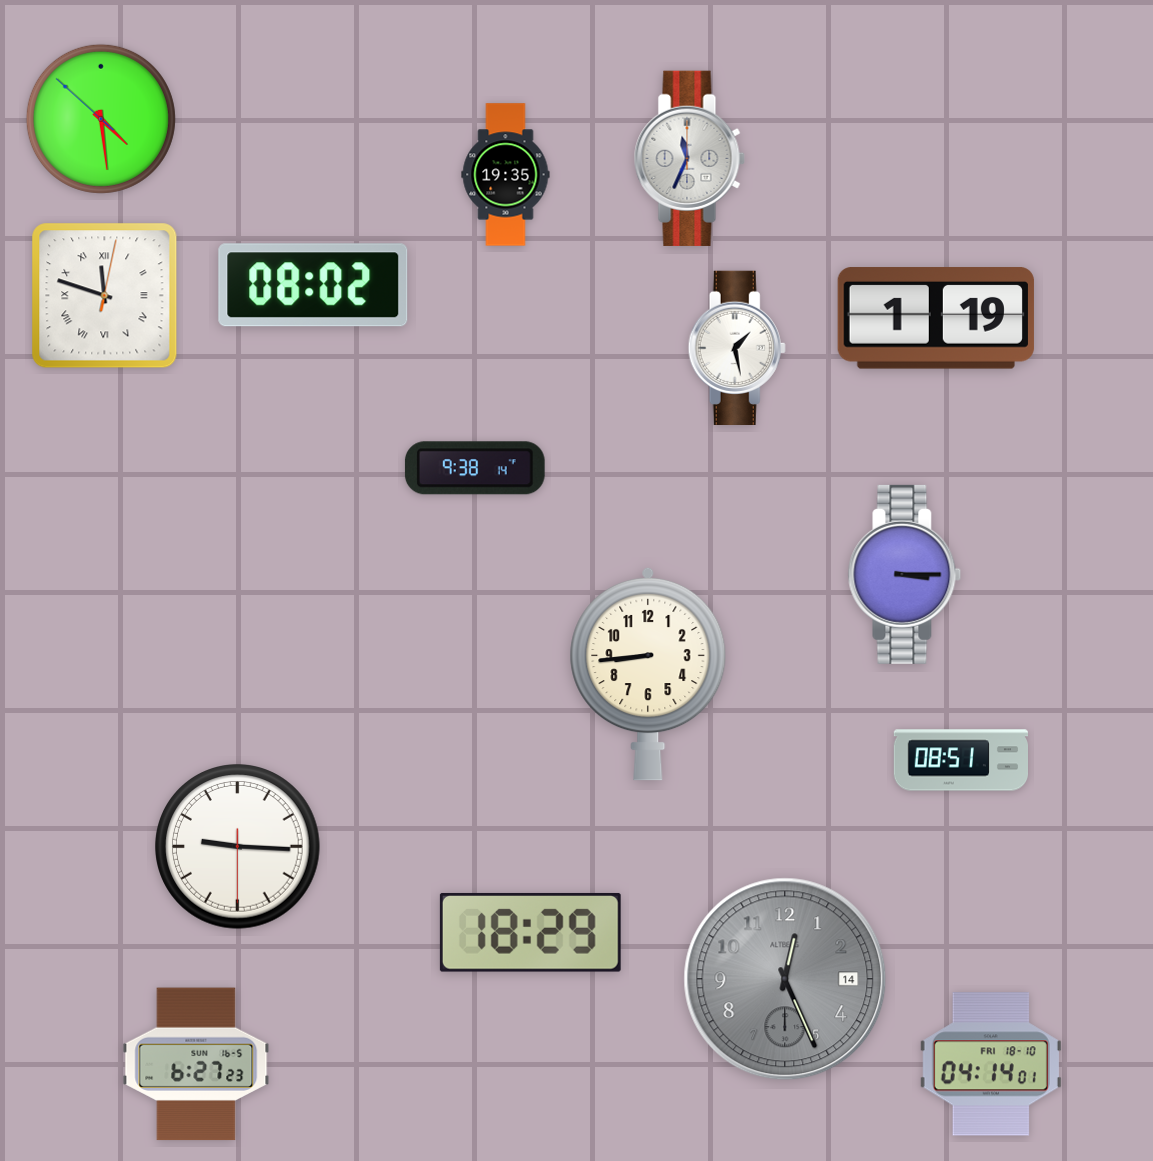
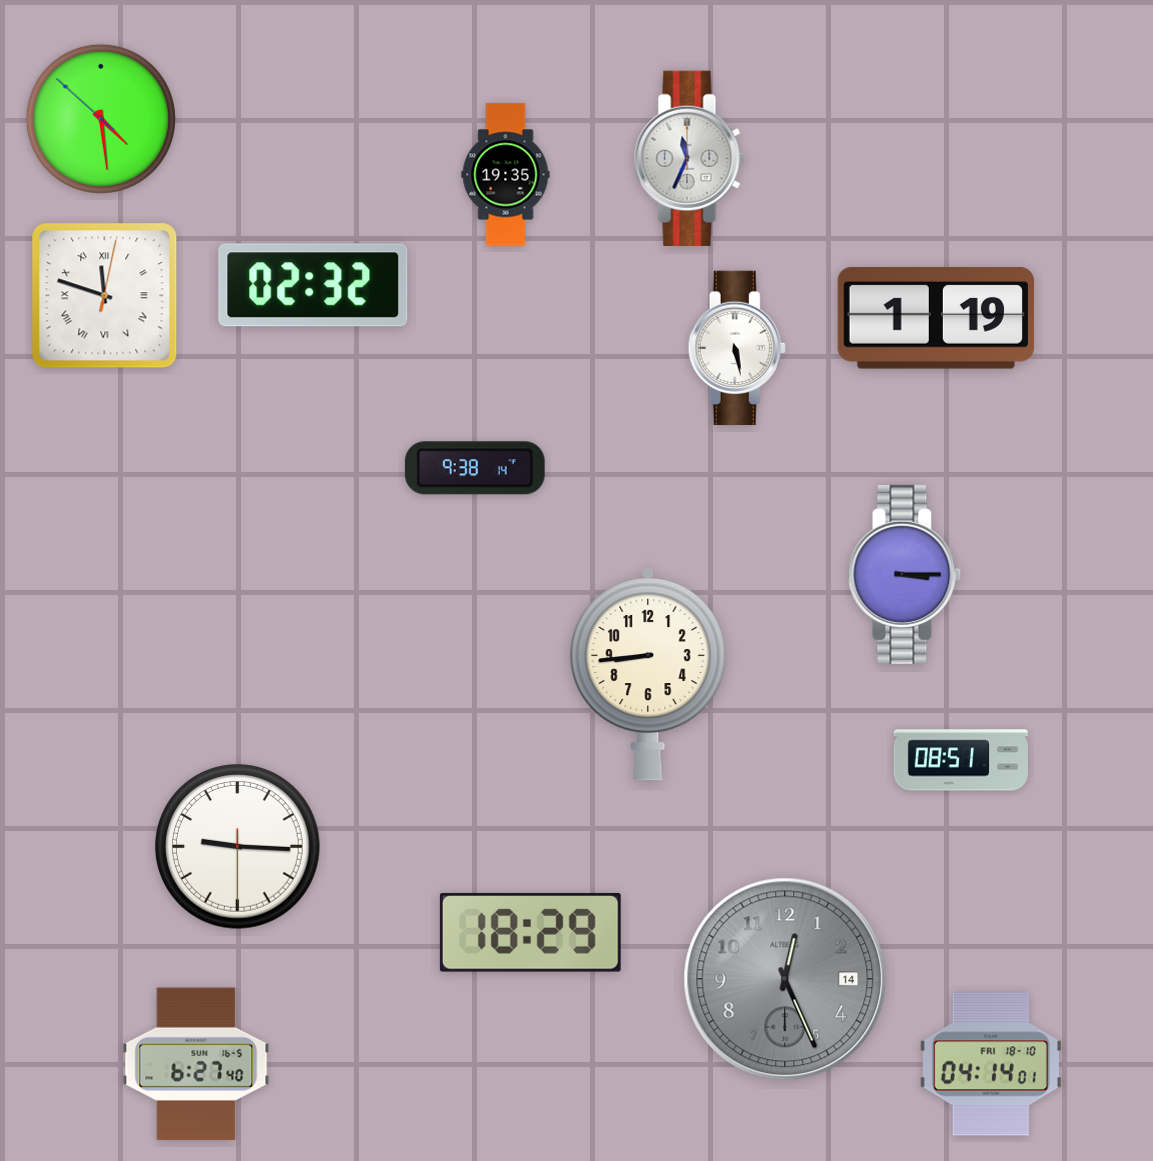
clock at (313, 285): 08:02 -> 02:32
clock at (737, 347): 1:28 -> 5:28
clock at (196, 1064): 6:27:23 -> 6:27:40
